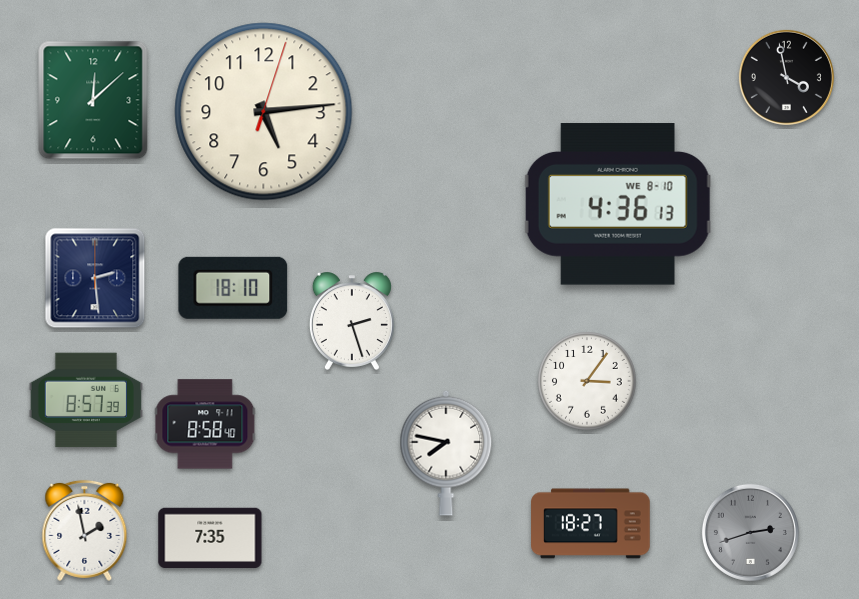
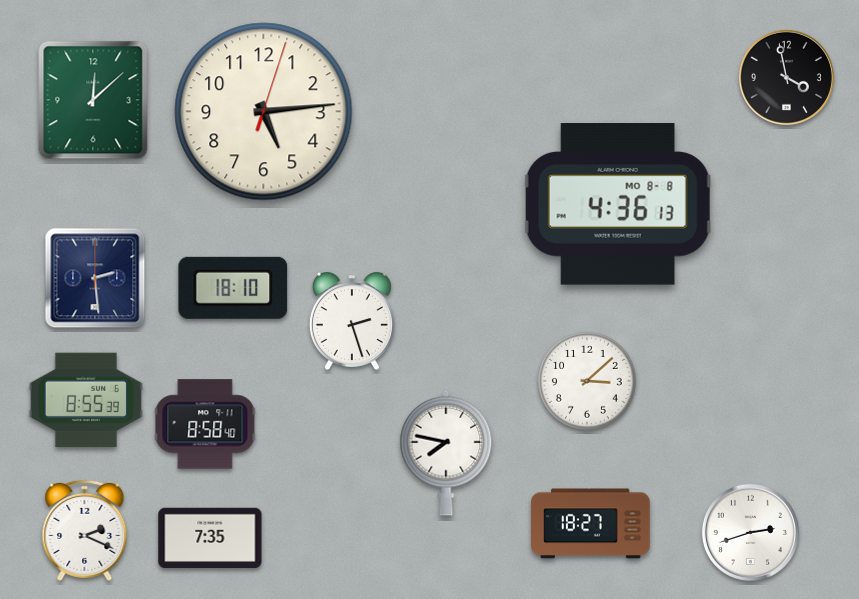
clock at (618, 204) date: WE 8-10 -> MO 8-8
clock at (588, 382): 3:06 -> 3:08
clock at (86, 400): 8:57 -> 8:55
clock at (85, 530): 1:58 -> 2:19
clock at (750, 532) dial: grey -> white
